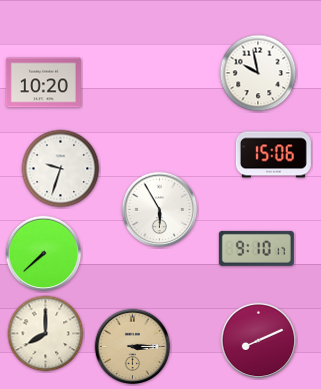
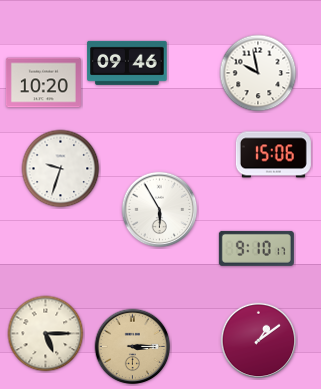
clock at (127, 63): none -> 09:46
clock at (44, 254): 7:38 -> none
clock at (46, 334): 8:00 -> 5:15
clock at (259, 341): 8:11 -> 1:09
